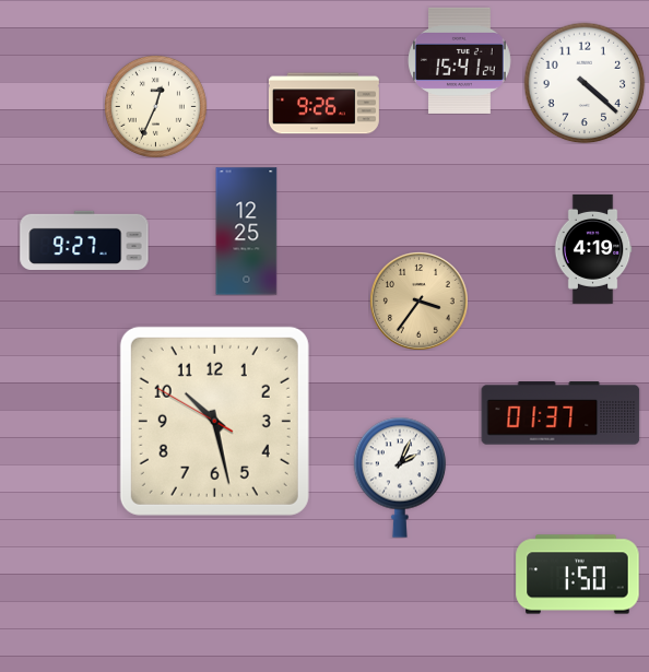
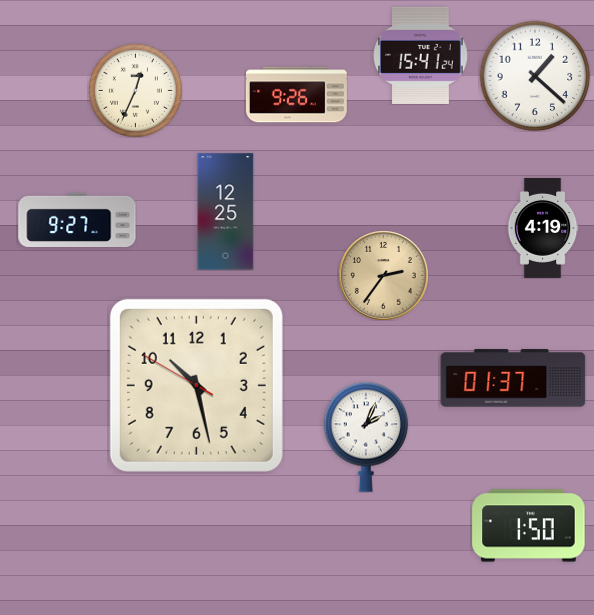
clock at (585, 83): 4:22 -> 1:22
clock at (155, 106) position: (155, 106) -> (135, 90)
clock at (420, 302): 3:36 -> 2:36
